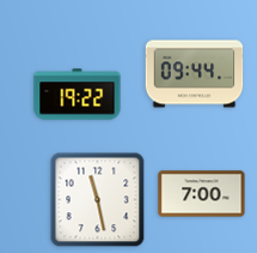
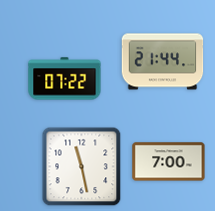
clock at (195, 74): 09:44 -> 21:44
clock at (78, 95): 19:22 -> 07:22
